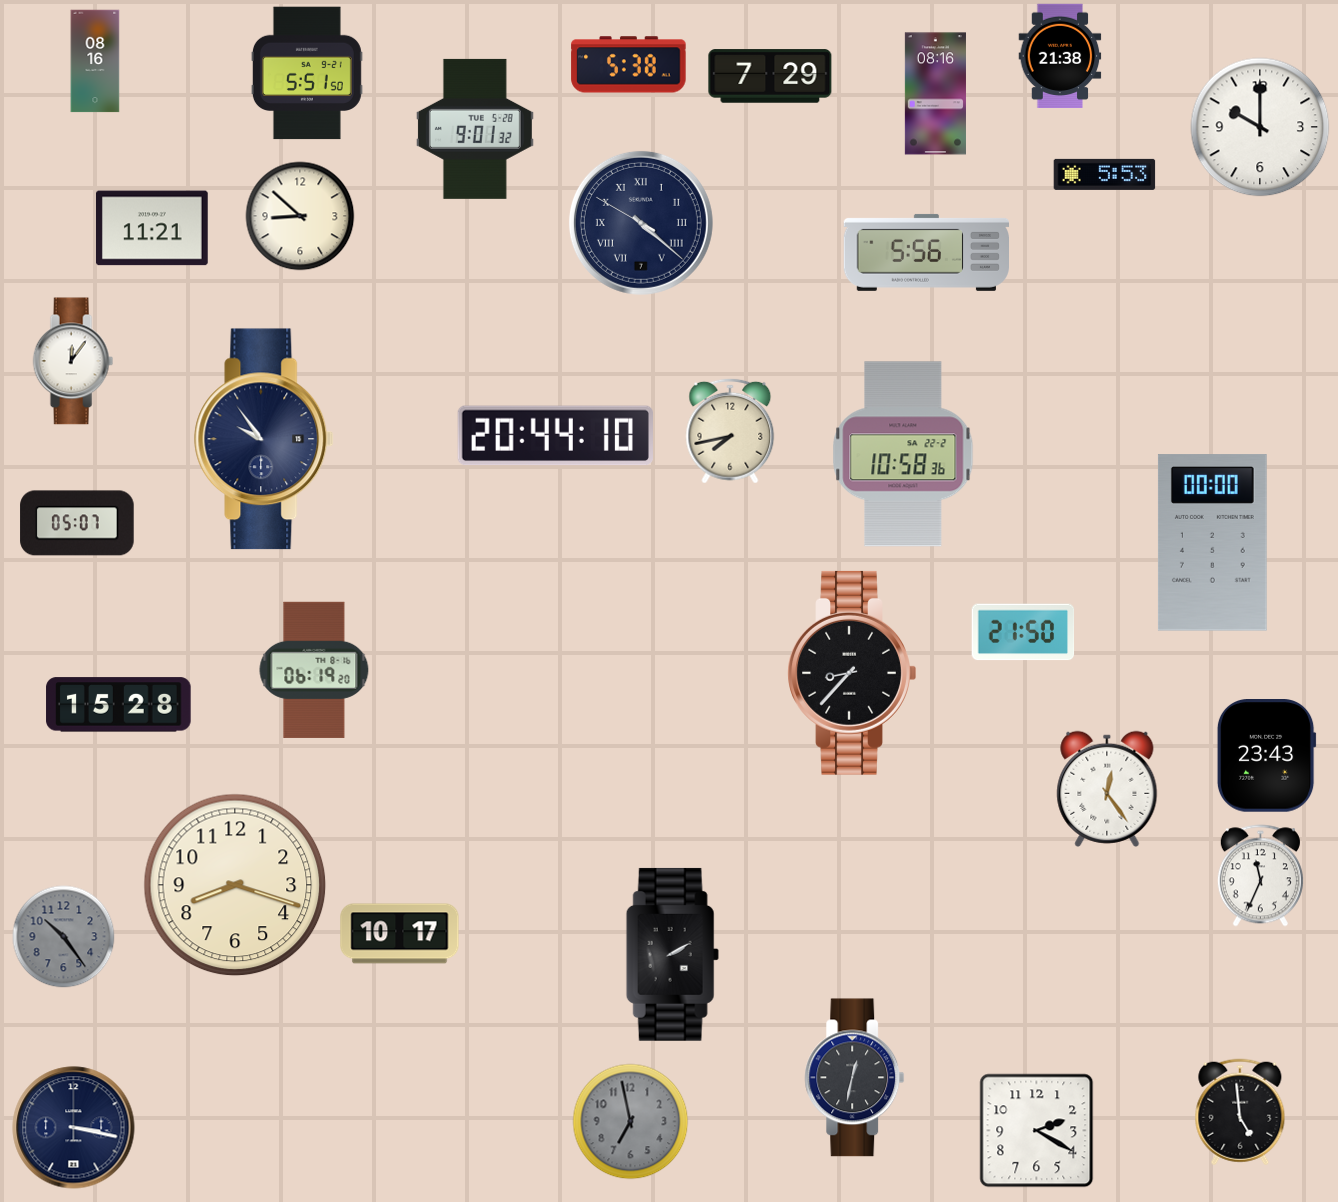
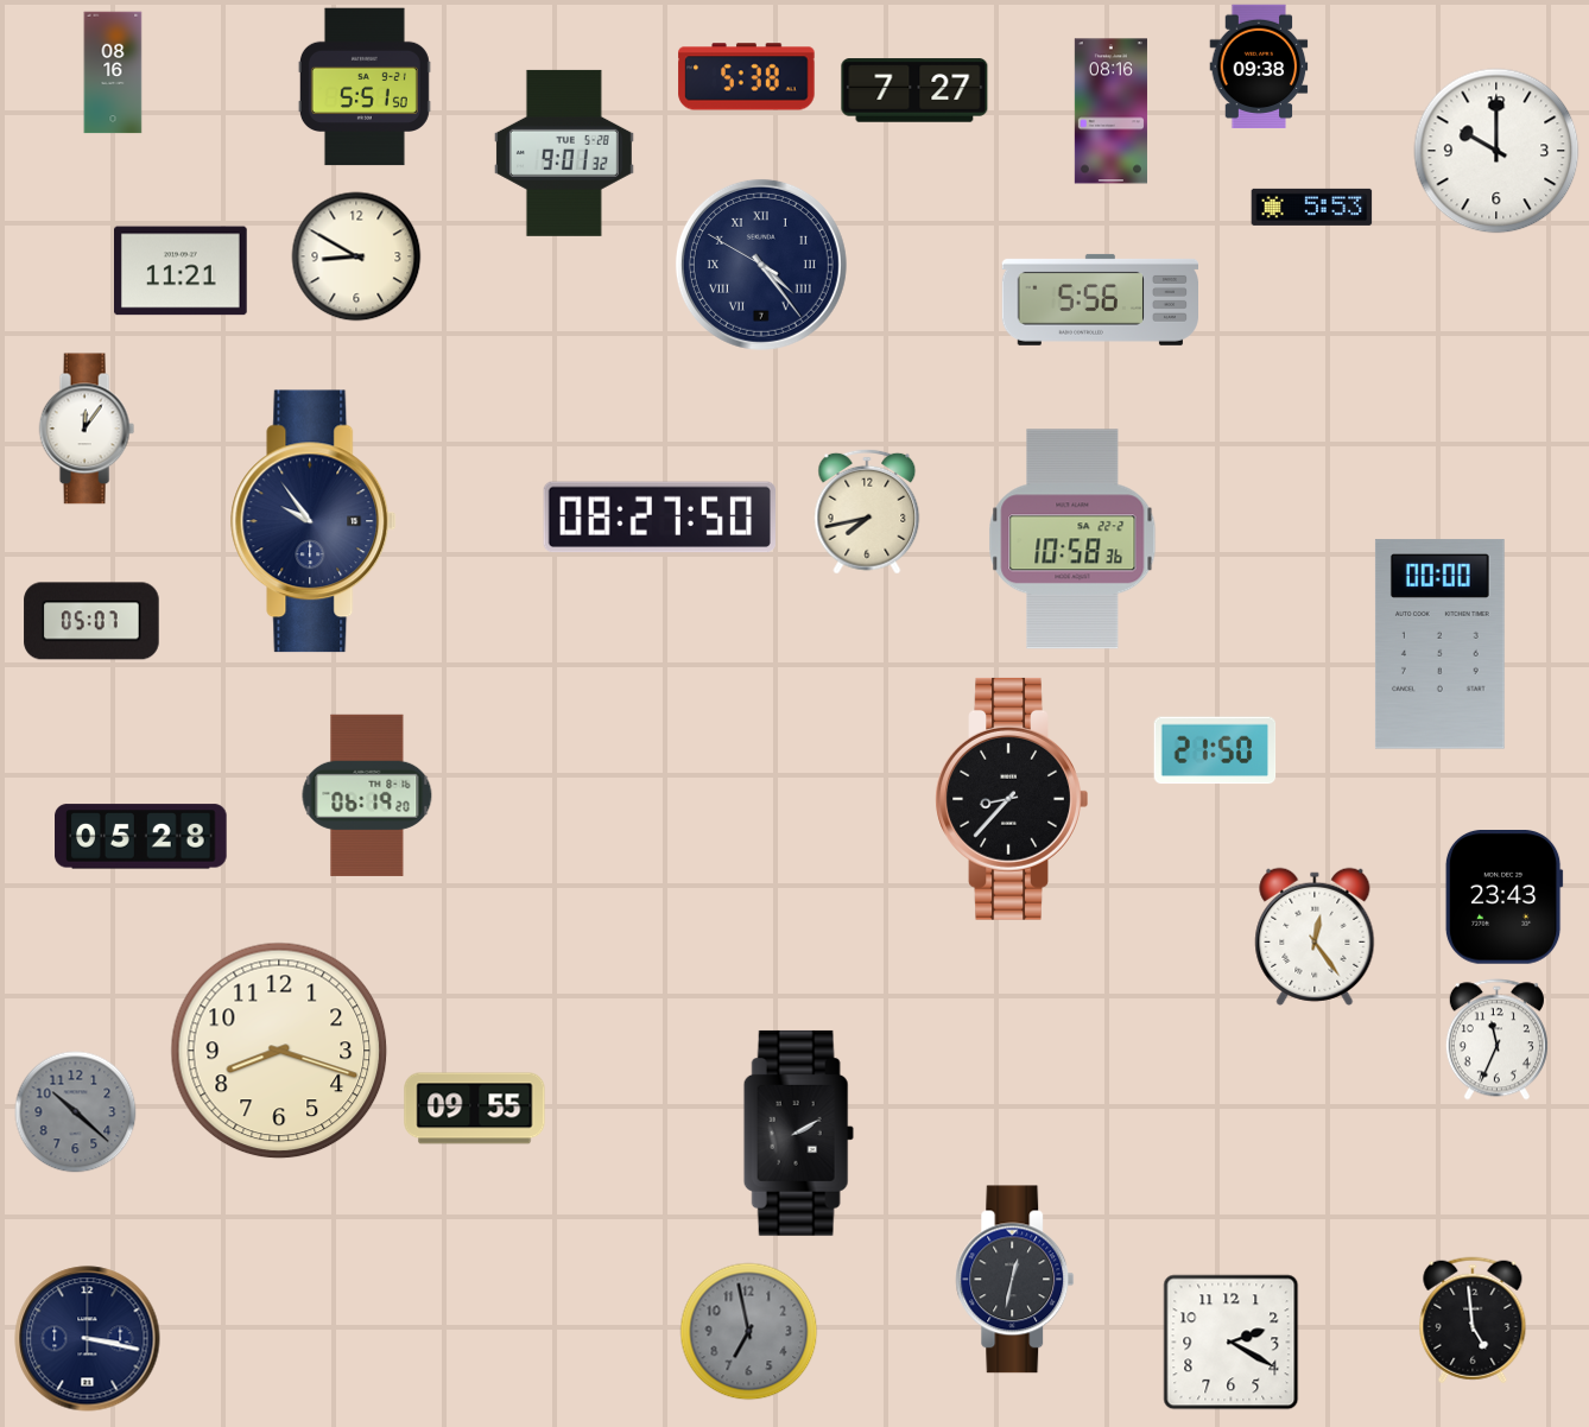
clock at (1060, 55): 21:38 -> 09:38
clock at (770, 76): 7:29 -> 7:27
clock at (300, 216): 8:52 -> 8:50
clock at (641, 223): 4:21 -> 4:23
clock at (555, 436): 20:44 -> 08:27
clock at (314, 670) position: (314, 670) -> (367, 795)
clock at (119, 705): 15:28 -> 05:28
clock at (400, 934): 10:17 -> 09:55
clock at (64, 937): 10:24 -> 10:22
